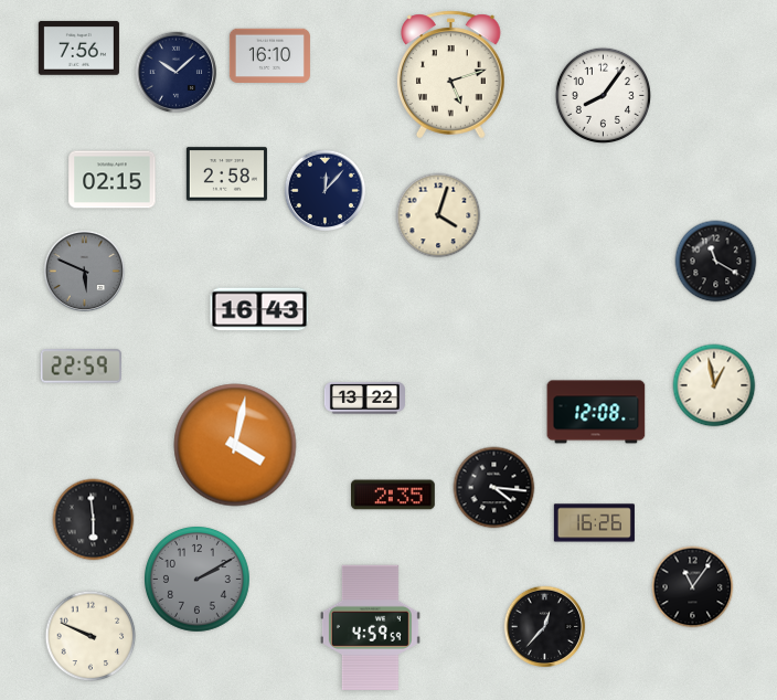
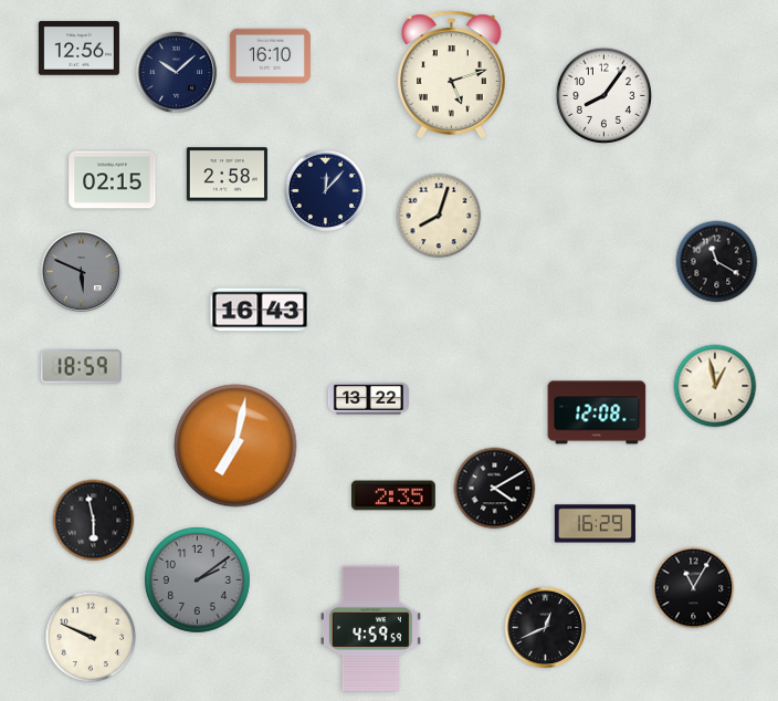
clock at (78, 49): 7:56 -> 12:56
clock at (438, 215): 4:03 -> 8:03
clock at (85, 272) position: (85, 272) -> (82, 272)
clock at (81, 367): 22:59 -> 18:59
clock at (364, 399) position: (364, 399) -> (368, 399)
clock at (235, 445): 4:02 -> 7:02
clock at (494, 488): 4:16 -> 4:10
clock at (94, 520): 5:59 -> 5:58
clock at (594, 523): 16:26 -> 16:29
clock at (196, 579): 2:10 -> 2:09
clock at (693, 587): 11:06 -> 11:05
clock at (545, 627): 12:37 -> 12:41
